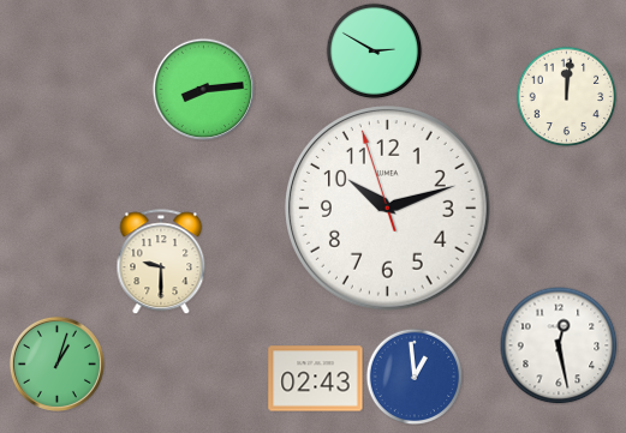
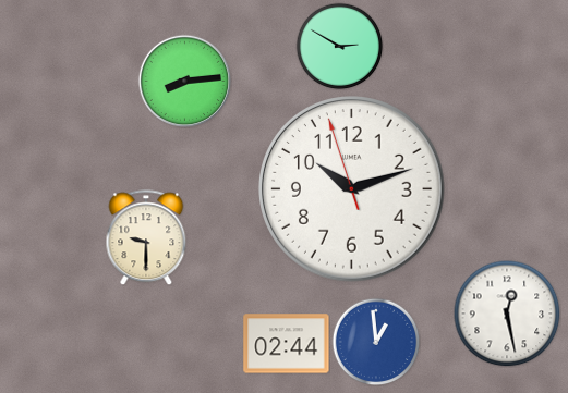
clock at (566, 96): 12:01 -> none
clock at (56, 363): 1:03 -> none
clock at (316, 379): 02:43 -> 02:44
